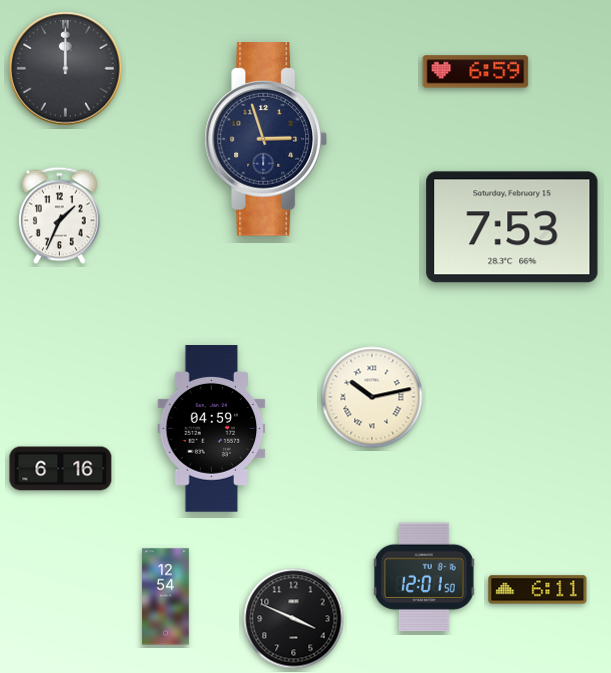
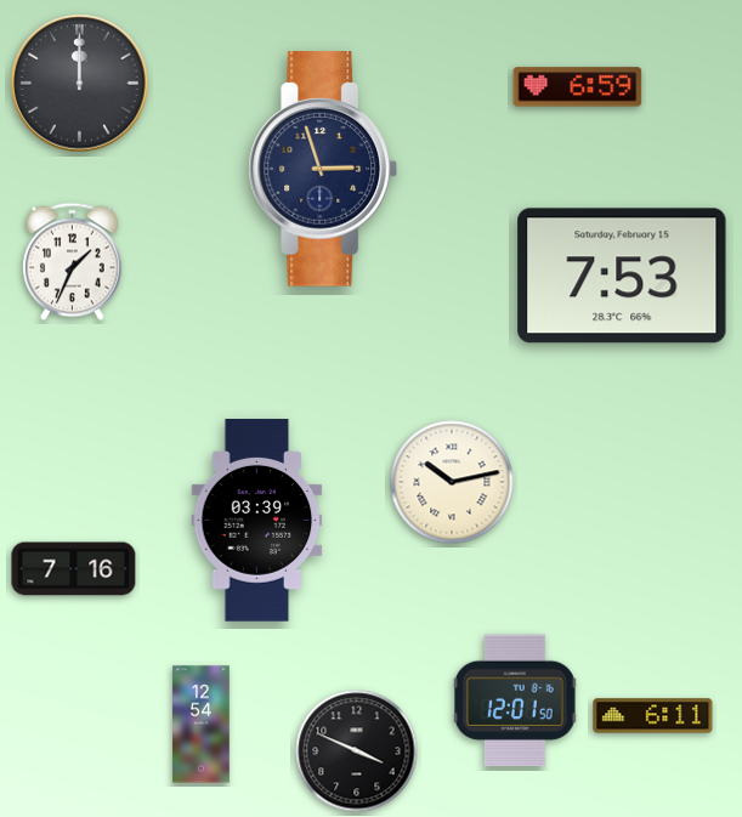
clock at (212, 429): 04:59 -> 03:39
clock at (61, 469): 6:16 -> 7:16
